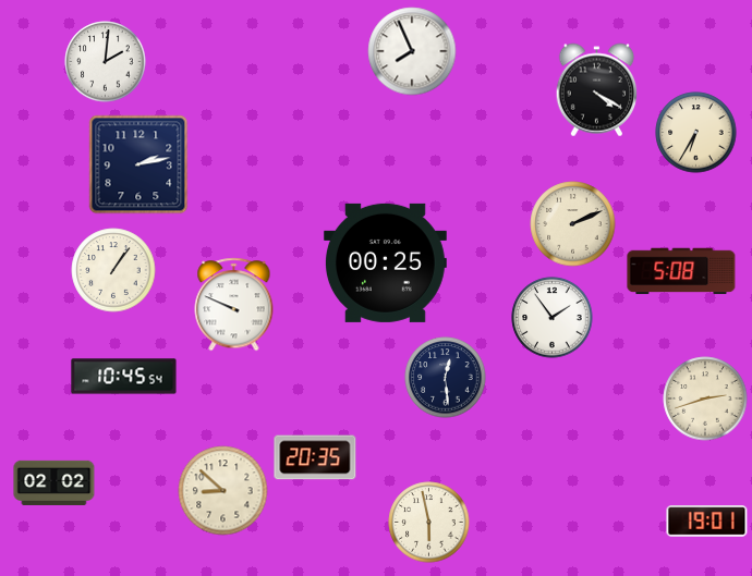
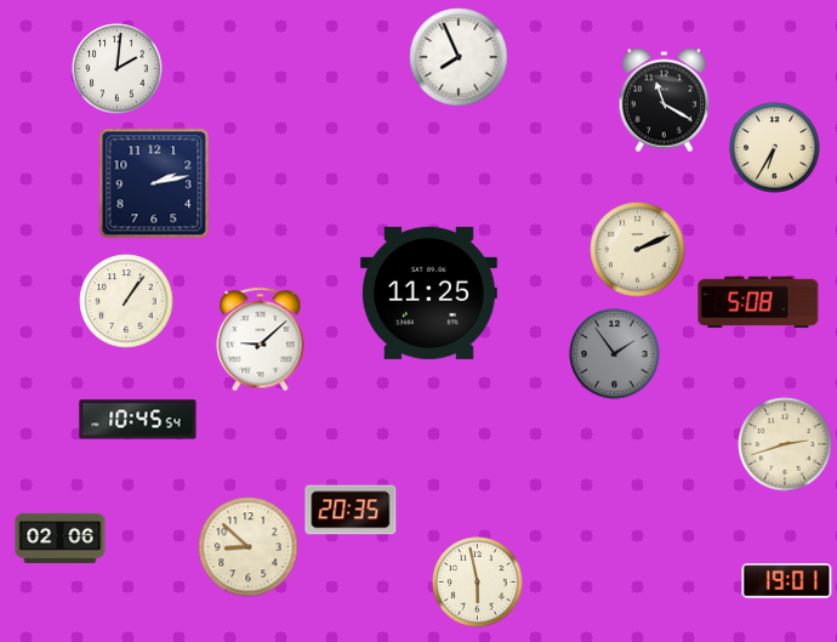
clock at (597, 90): 4:20 -> 11:20
clock at (385, 262): 00:25 -> 11:25
clock at (234, 305): 9:49 -> 9:08
clock at (553, 318) dial: white -> grey
clock at (446, 378): 12:29 -> none
clock at (54, 482): 02:02 -> 02:06
